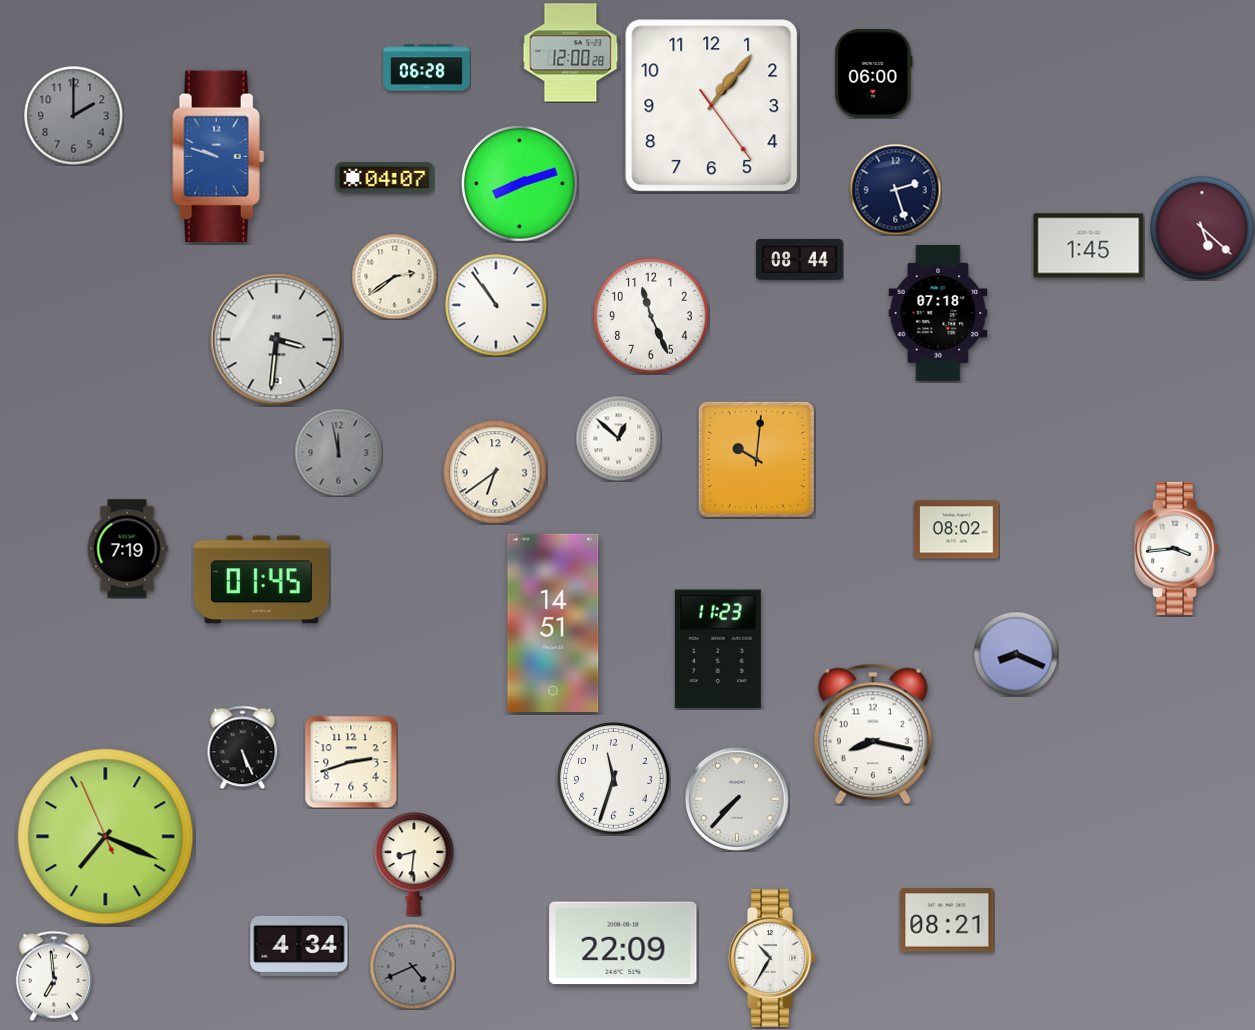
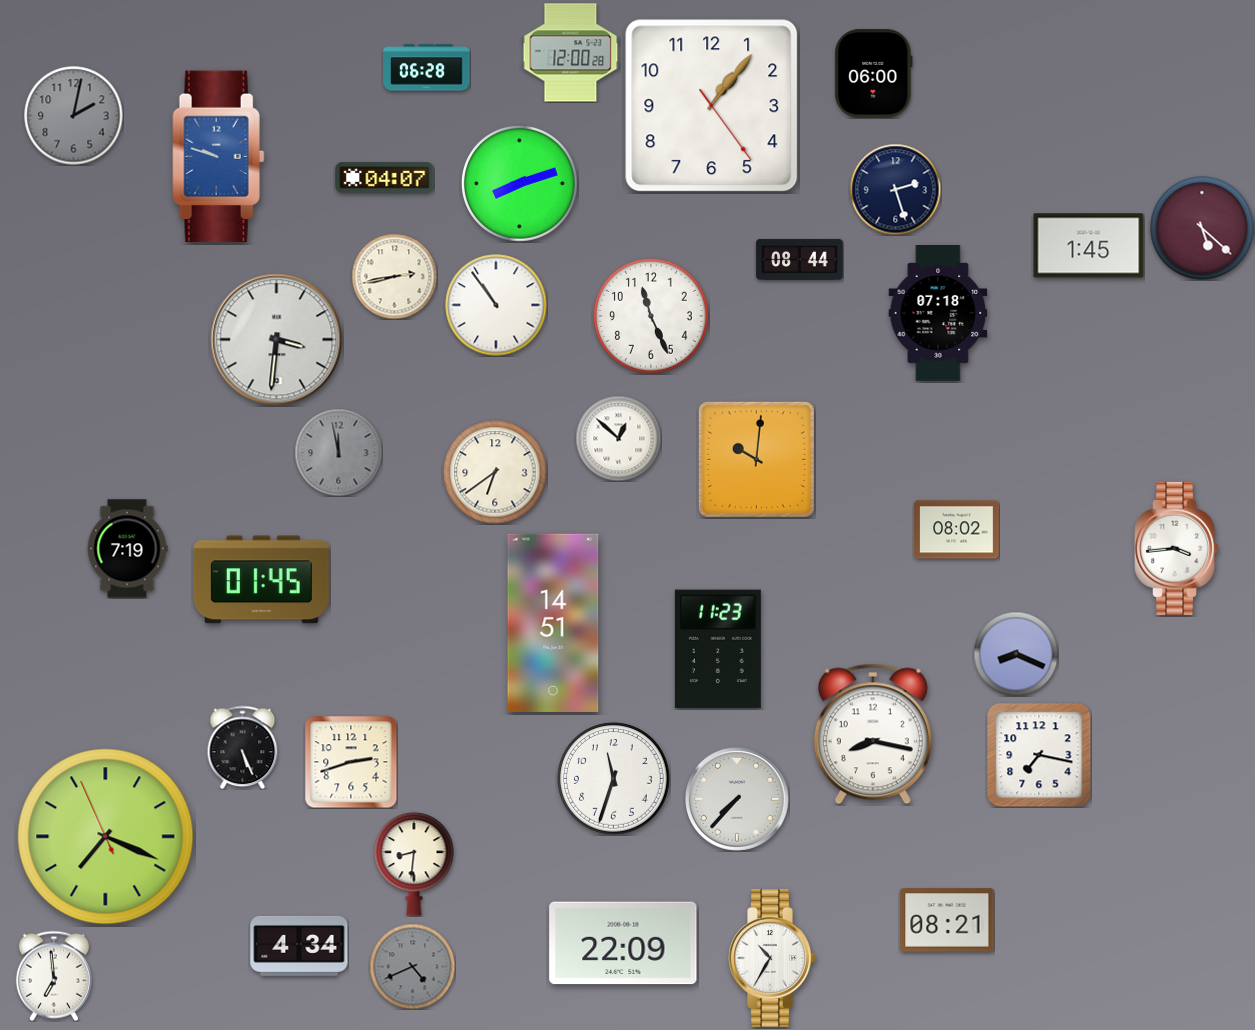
clock at (74, 116): 2:00 -> 2:02
clock at (394, 276): 2:39 -> 2:43
clock at (1039, 755): none -> 7:17
